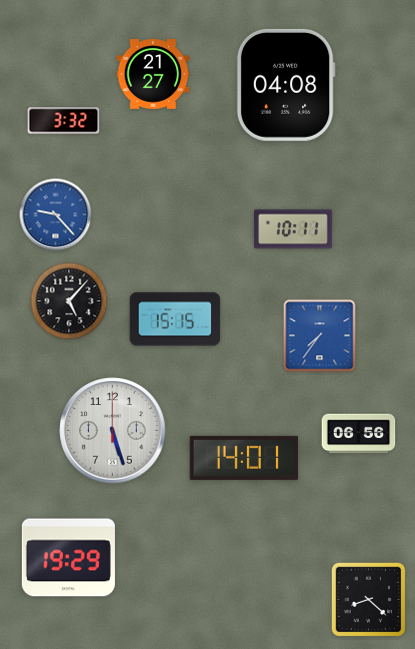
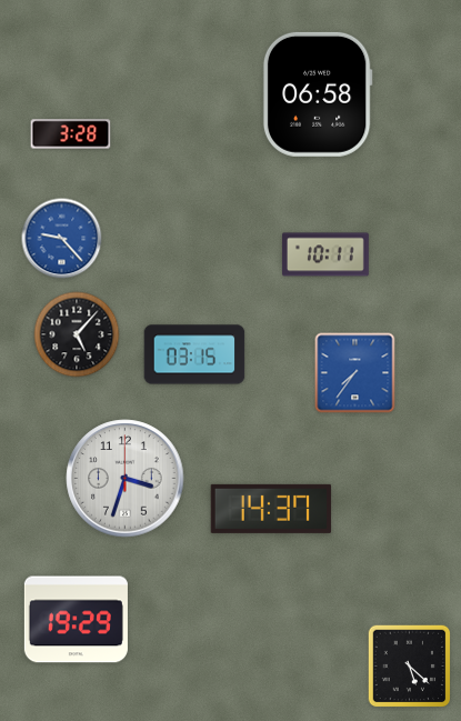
clock at (153, 74): 21:27 -> none
clock at (286, 85): 04:08 -> 06:58
clock at (64, 121): 3:32 -> 3:28
clock at (175, 319): 15:15 -> 03:15
clock at (113, 431): 5:27 -> 3:33
clock at (359, 434): 06:56 -> none
clock at (244, 458): 14:01 -> 14:37
clock at (369, 600): 8:22 -> 5:22
